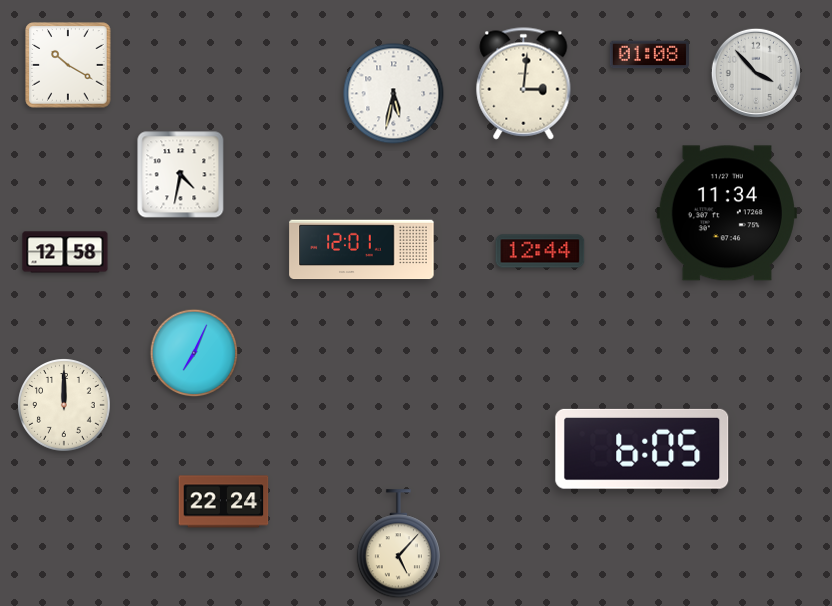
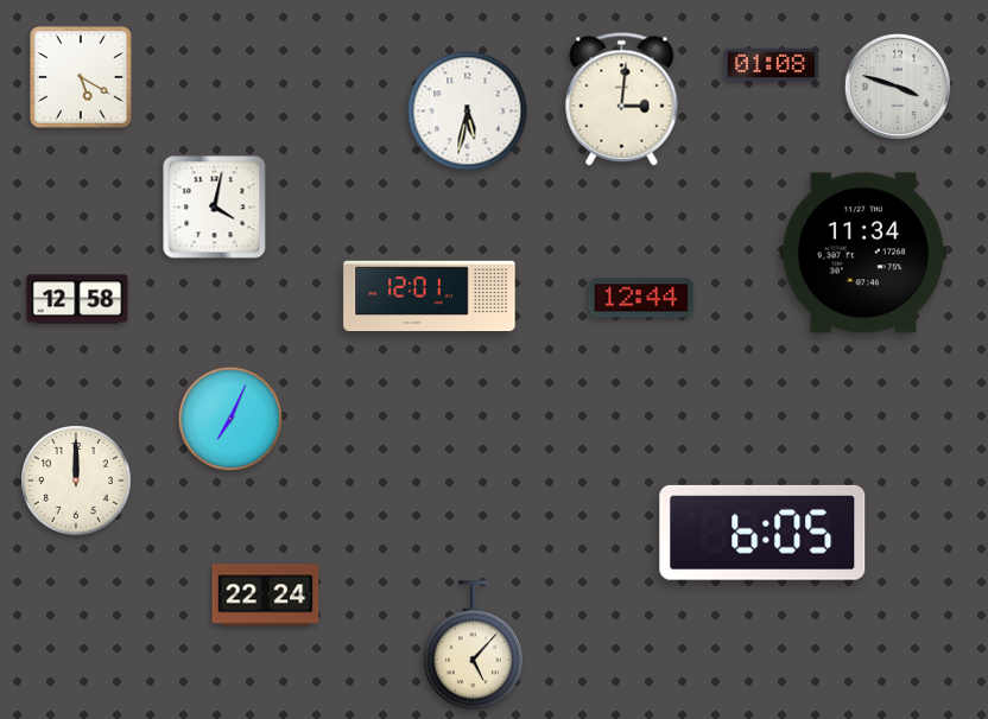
clock at (68, 65): 10:20 -> 5:20
clock at (756, 73): 3:53 -> 3:48
clock at (181, 175): 4:32 -> 4:02
